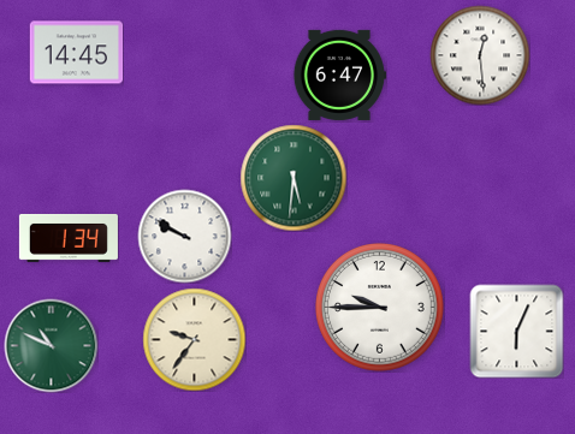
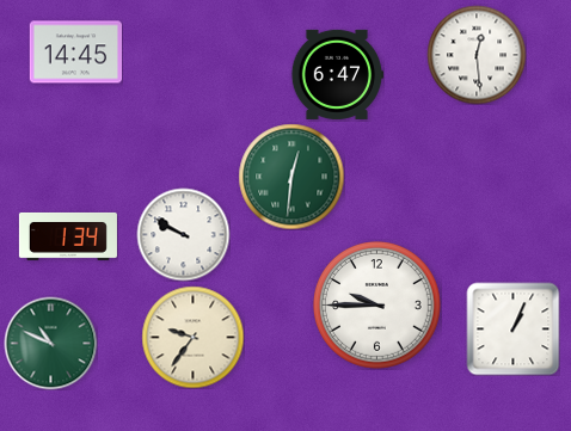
clock at (294, 178): 5:31 -> 12:31
clock at (516, 331): 6:04 -> 1:04
